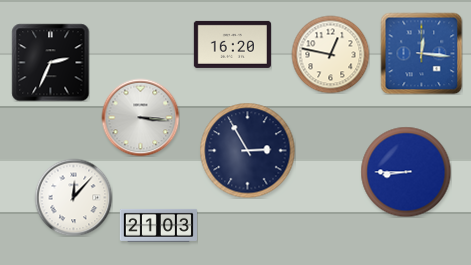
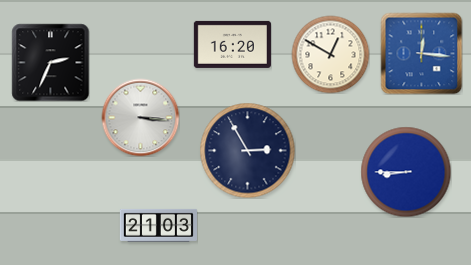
clock at (330, 54): 12:47 -> 12:50
clock at (73, 197): 12:07 -> none
